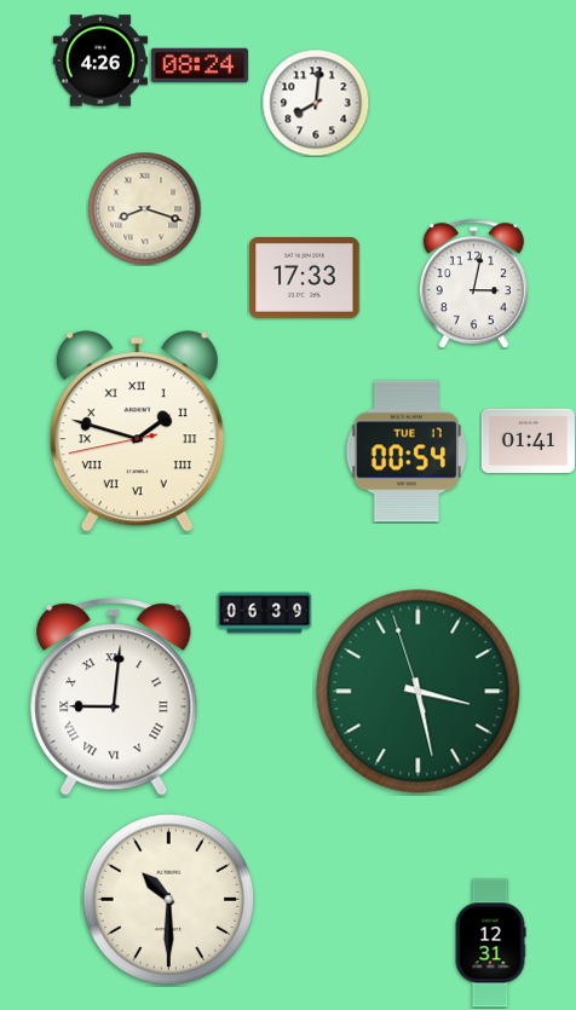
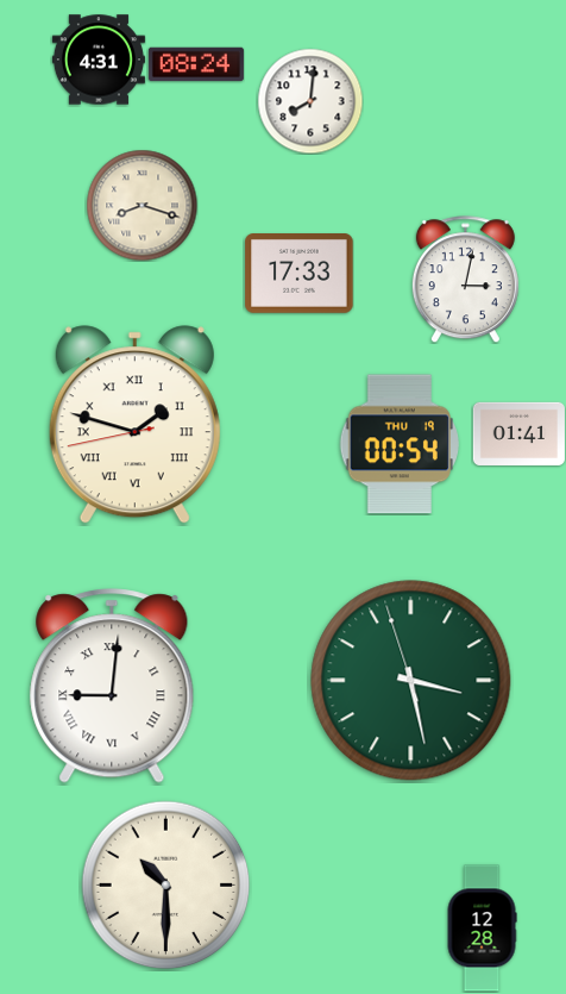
clock at (100, 60): 4:26 -> 4:31
clock at (407, 451) date: TUE 17 -> THU 19
clock at (264, 613): 06:39 -> none
clock at (490, 943): 12:31 -> 12:28
